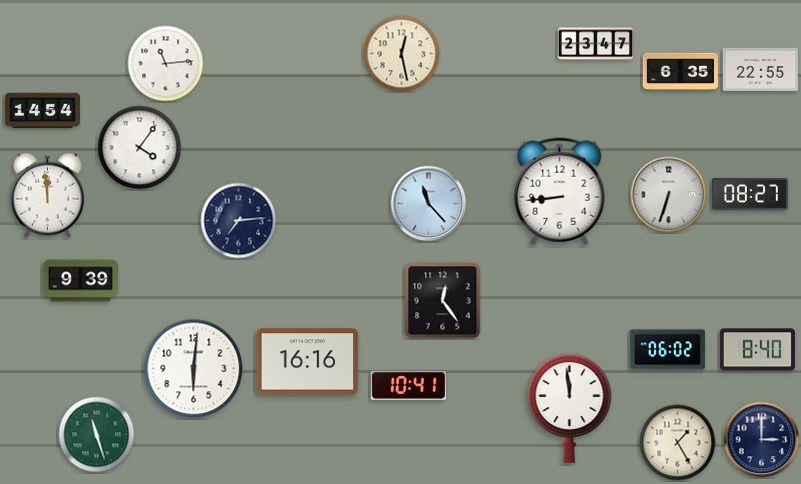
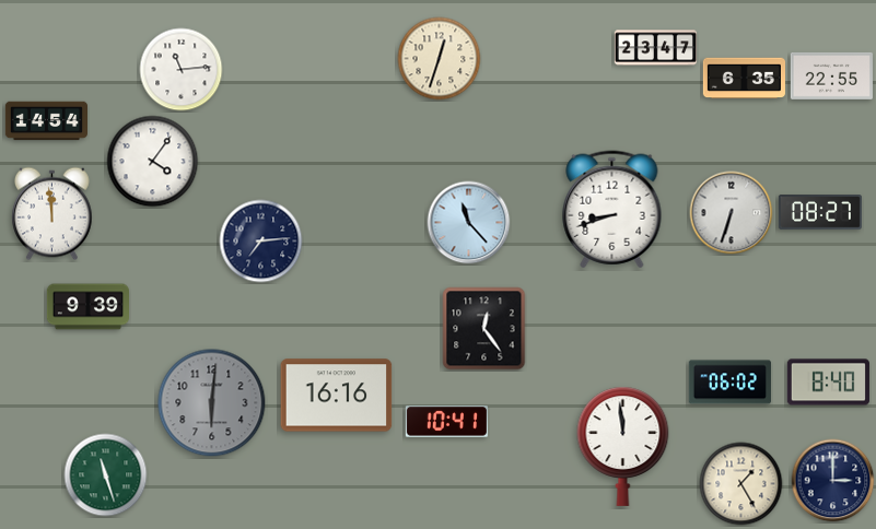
clock at (595, 44) position: (595, 44) -> (655, 48)
clock at (402, 54): 12:28 -> 12:33
clock at (560, 192): 8:44 -> 8:42
clock at (194, 369) dial: white -> grey
